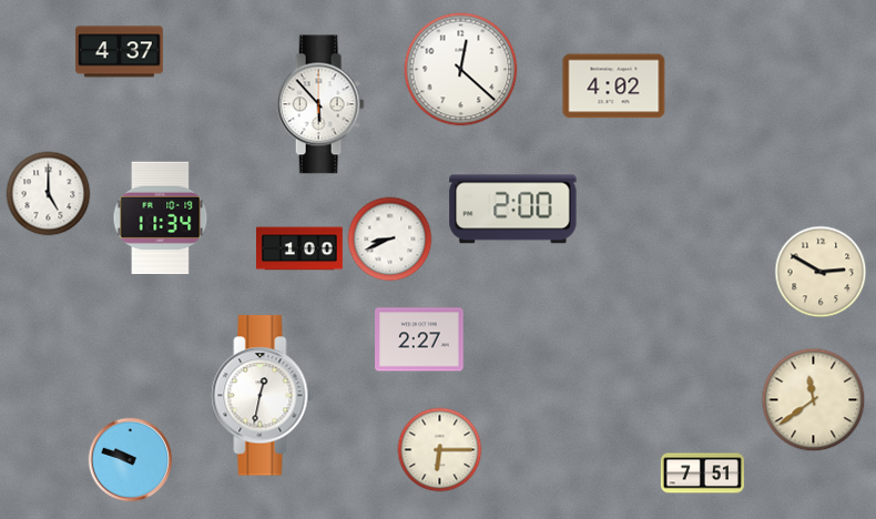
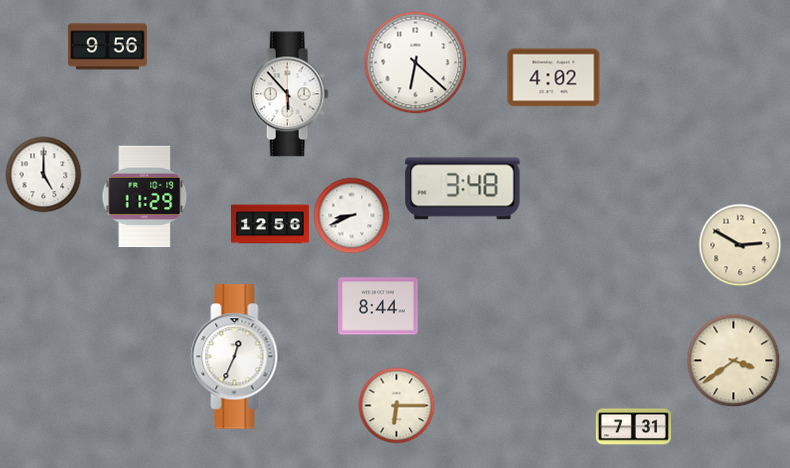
clock at (120, 52): 4:37 -> 9:56
clock at (461, 70): 12:22 -> 6:22
clock at (513, 210): 2:00 -> 3:48
clock at (161, 218): 11:34 -> 11:29
clock at (301, 248): 1:00 -> 12:56
clock at (419, 339): 2:27 -> 8:44
clock at (263, 396): 12:32 -> 12:34
clock at (814, 400): 11:39 -> 3:39
clock at (131, 460): 9:48 -> none
clock at (702, 474): 7:51 -> 7:31
